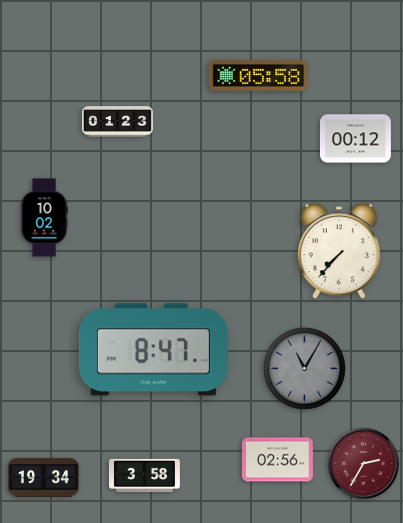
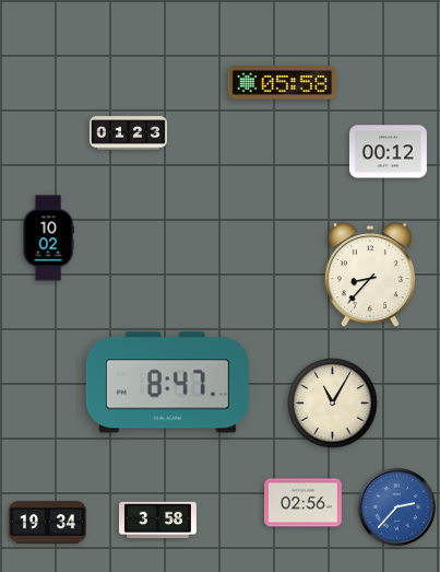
clock at (339, 252): 7:37 -> 8:37
clock at (305, 369) dial: grey -> cream
clock at (363, 463): 2:35 -> 2:37
clock at (363, 463) dial: burgundy -> blue
